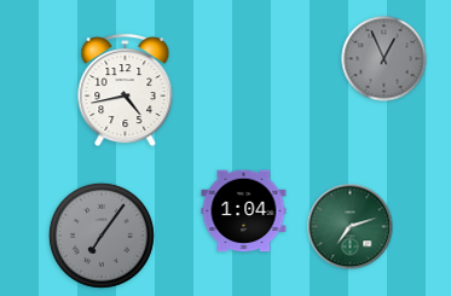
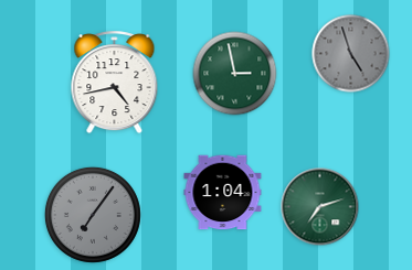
clock at (384, 59): 12:56 -> 4:57
clock at (235, 74): none -> 2:58
